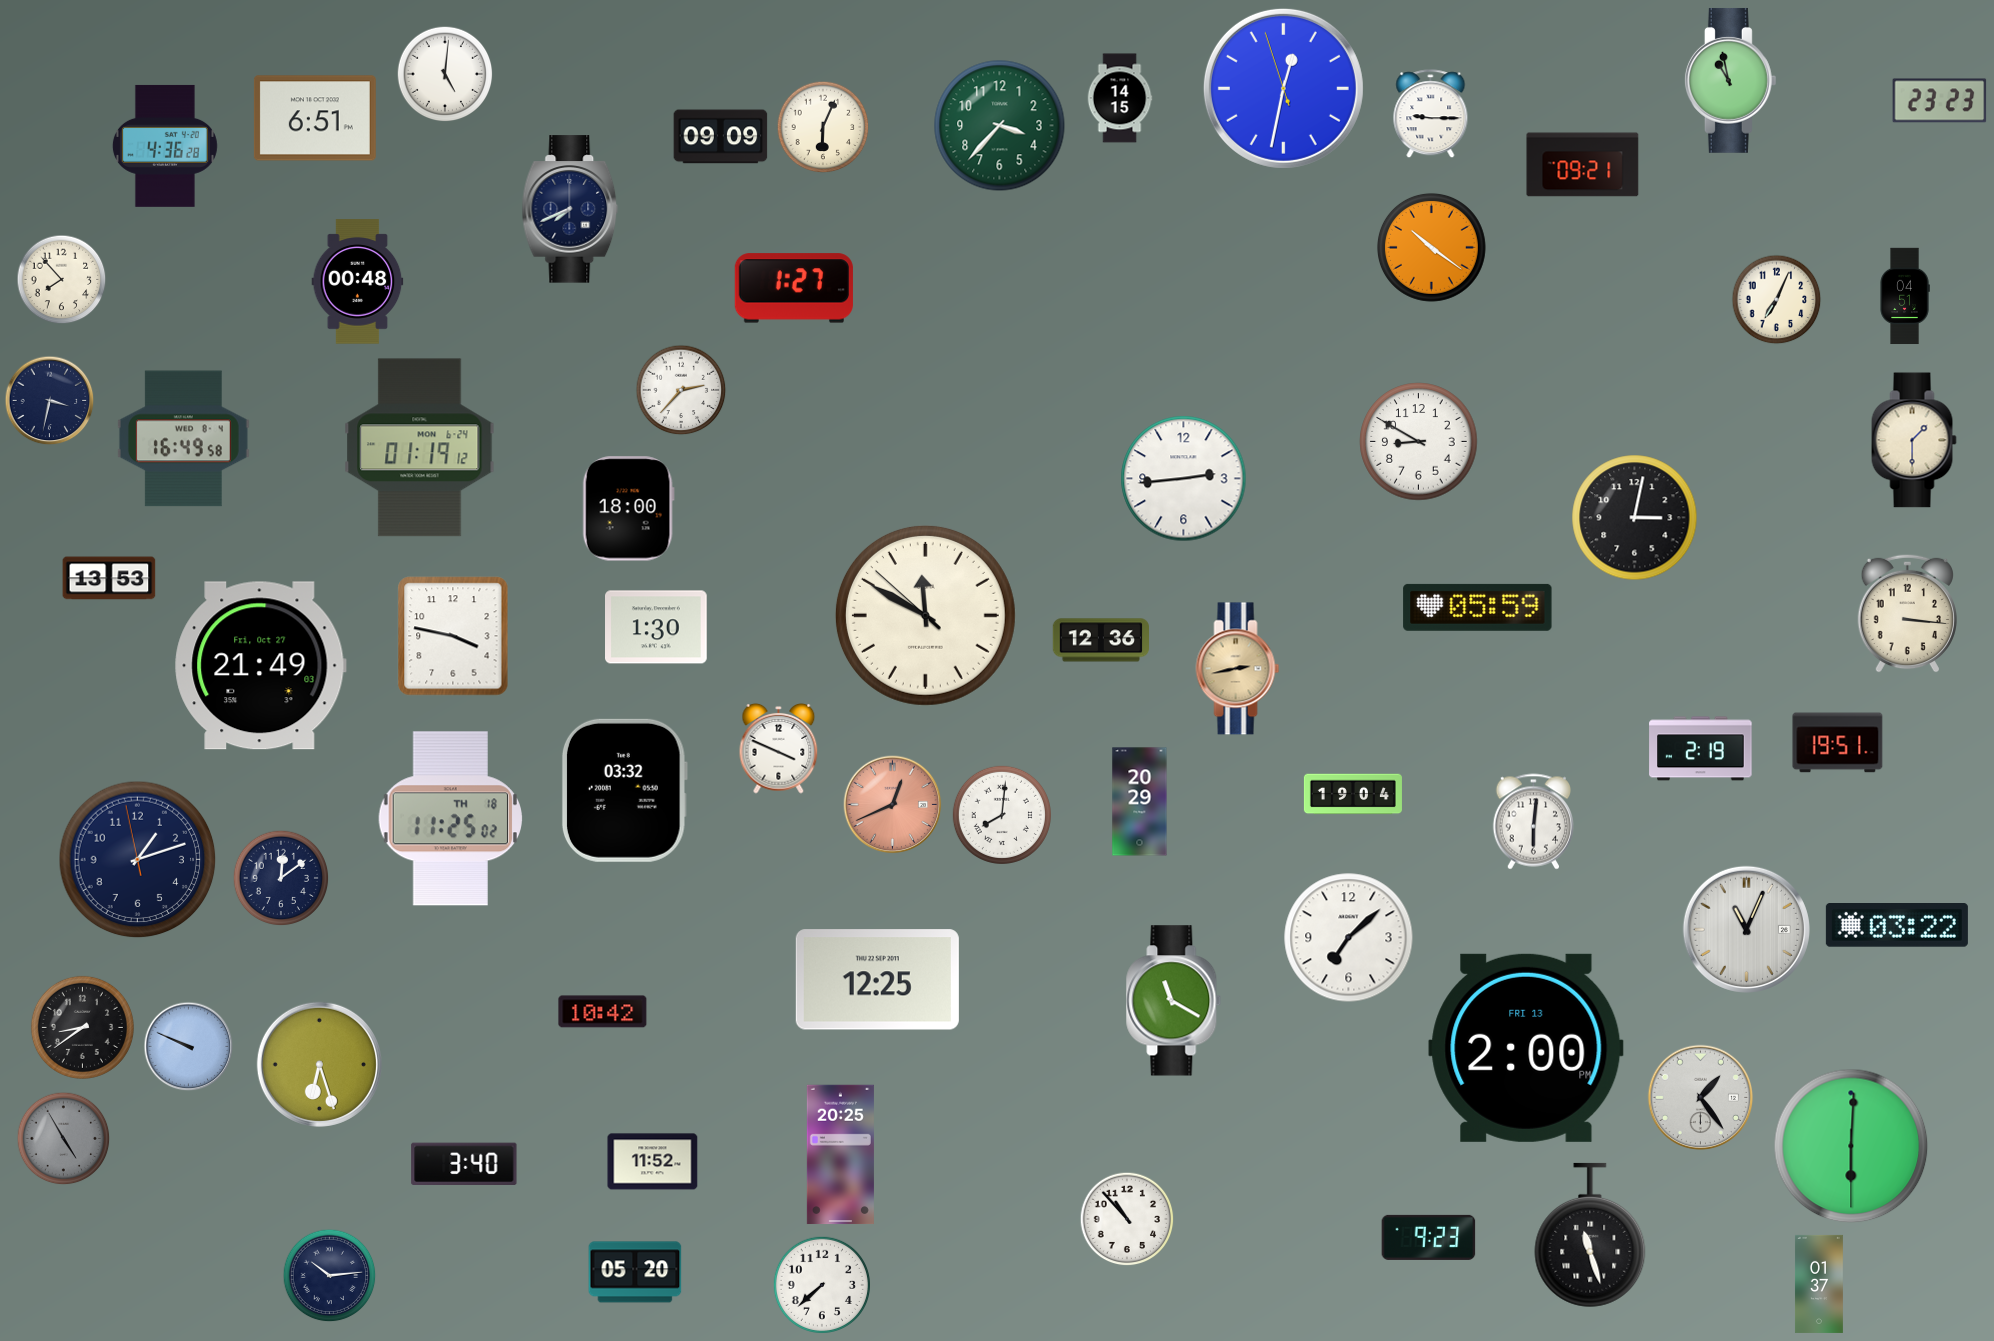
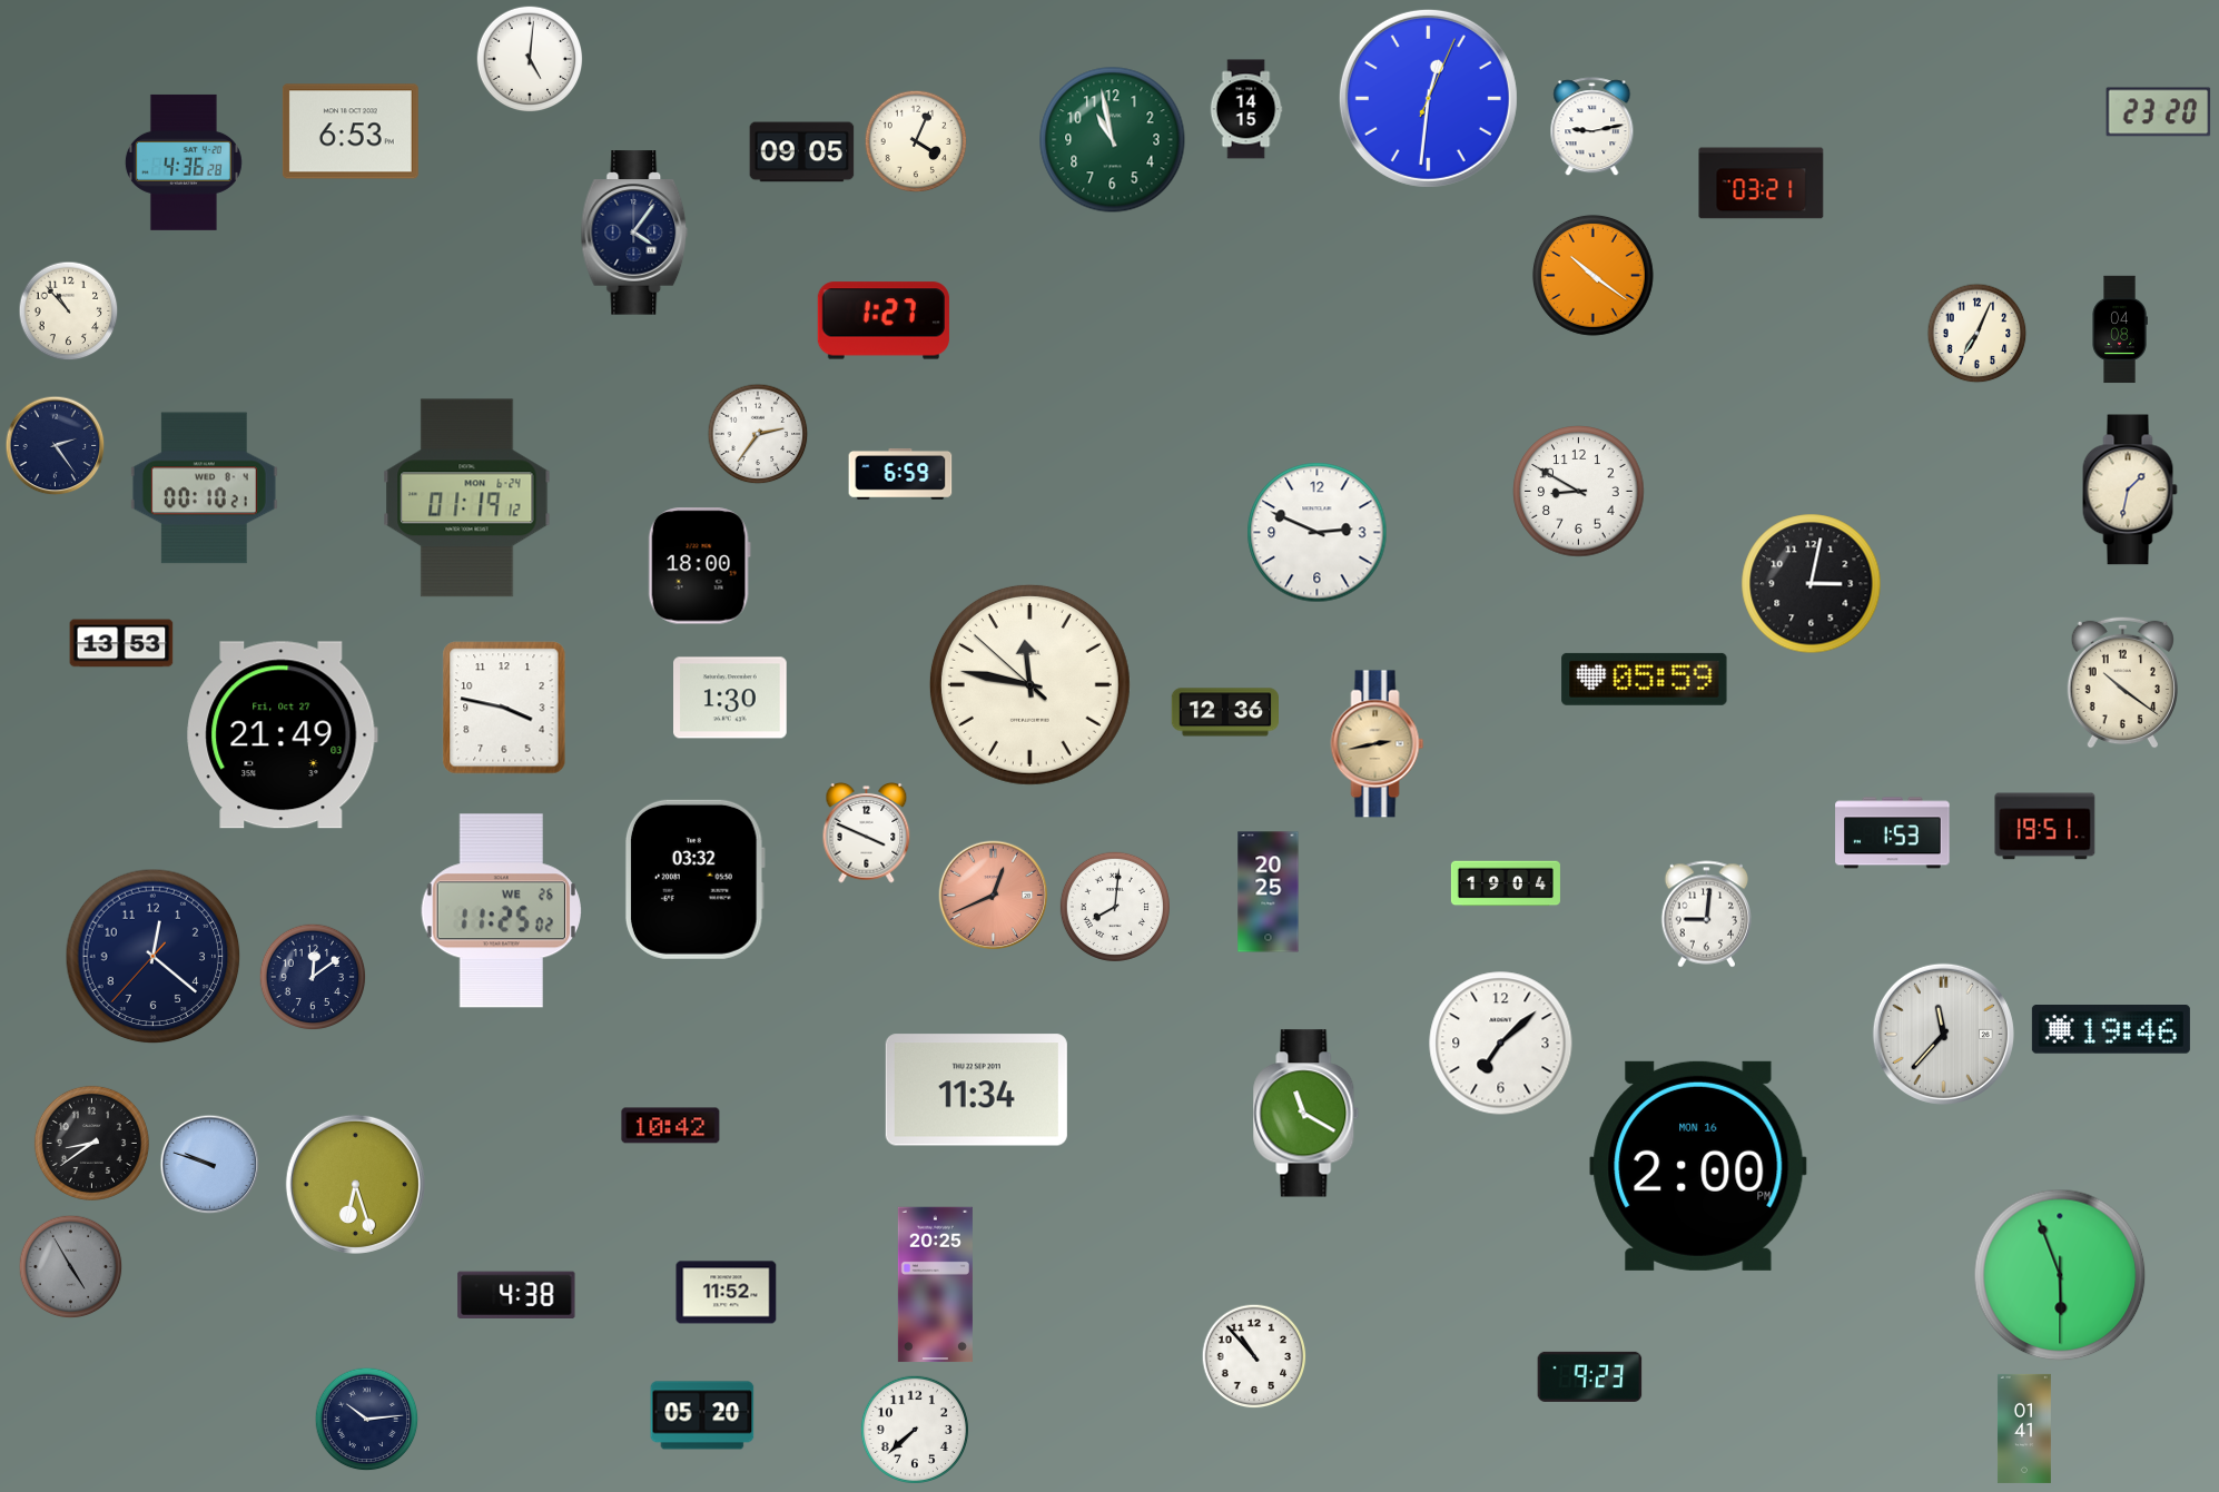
clock at (445, 74) position: (445, 74) -> (530, 59)
clock at (1730, 80): 10:58 -> none
clock at (1283, 88): 12:31:57 -> 12:31:04
clock at (1940, 101): 23:23 -> 23:20
clock at (1431, 114): 9:15 -> 9:13
clock at (315, 118): 6:51 -> 6:53
clock at (1000, 126): 3:37 -> 10:58
clock at (823, 127): 6:04 -> 4:04
clock at (721, 137): 09:09 -> 09:05
clock at (1583, 165): 09:21 -> 03:21
clock at (570, 209): 7:41 -> 4:06
clock at (62, 280): 7:53 -> 10:53
clock at (358, 282): 00:48 -> none
clock at (1905, 296): 04:51 -> 04:08
clock at (681, 390): 2:37 -> 2:36
clock at (50, 401): 3:32 -> 2:24
clock at (900, 474): none -> 6:59
clock at (183, 439): 16:49 -> 00:10
clock at (1914, 440): 1:30 -> 1:32
clock at (1184, 479): 2:44 -> 2:49
clock at (1635, 518) position: (1635, 518) -> (1812, 584)
clock at (1478, 607) position: (1478, 607) -> (1645, 679)
clock at (1907, 613): 3:16 -> 10:21
clock at (925, 615): 11:49 -> 11:46
clock at (261, 666) position: (261, 666) -> (283, 735)
clock at (1701, 749): 2:19 -> 1:53
clock at (1140, 802): 20:29 -> 20:25
clock at (450, 819) date: TH 18 -> WE 26
clock at (1533, 822): 6:01 -> 9:01
clock at (138, 860): 1:11 -> 12:21
clock at (1897, 926): 03:22 -> 19:46
clock at (1746, 929): 11:04 -> 11:37
clock at (877, 980): 12:25 -> 11:34
clock at (189, 1047): 9:49 -> 9:48
clock at (1526, 1048) date: FRI 13 -> MON 16
clock at (1701, 1098): 1:24 -> none
clock at (1851, 1146): 6:00 -> 5:56
clock at (464, 1164): 3:40 -> 4:38
clock at (1590, 1235): 11:27 -> none
clock at (635, 1272) position: (635, 1272) -> (702, 1415)
clock at (1819, 1284): 01:37 -> 01:41
